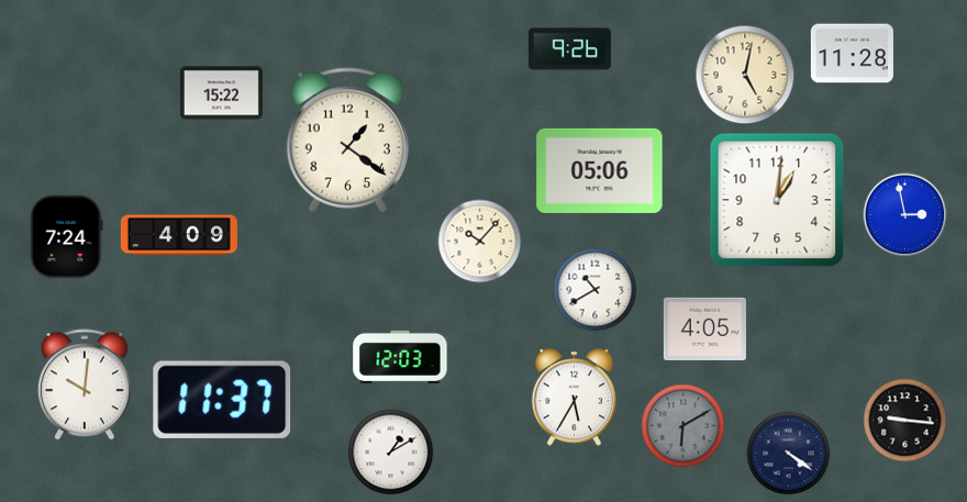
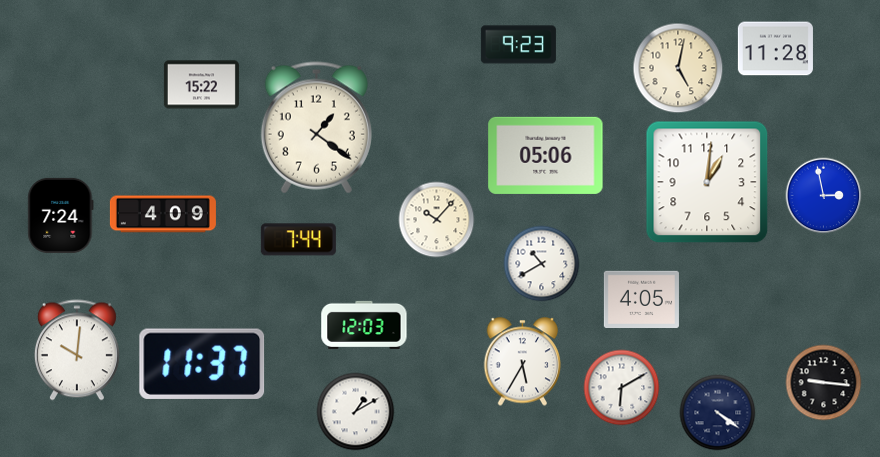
clock at (569, 49): 9:26 -> 9:23
clock at (298, 240): none -> 7:44
clock at (683, 426) dial: grey -> white
